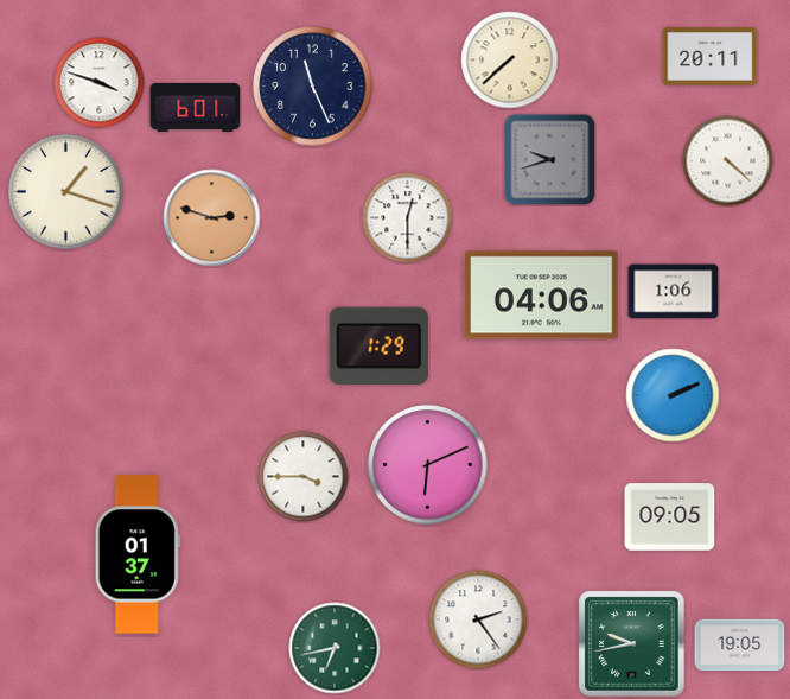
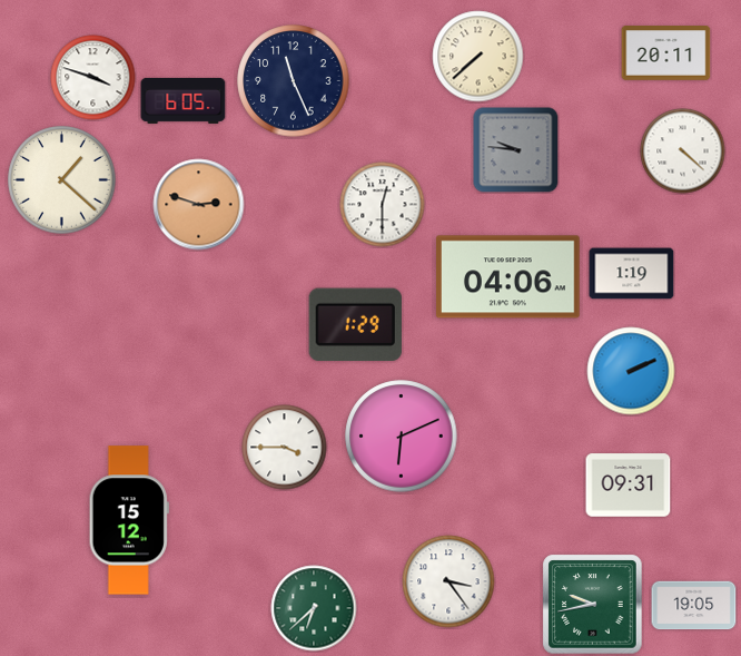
clock at (196, 107): 6:01 -> 6:05
clock at (550, 160): 9:42 -> 9:46
clock at (66, 192): 1:18 -> 1:22
clock at (674, 292): 1:06 -> 1:19
clock at (670, 517): 09:05 -> 09:31
clock at (138, 554): 01:37 -> 15:12
clock at (478, 619): 2:24 -> 3:24
clock at (335, 648): 6:43 -> 6:38
